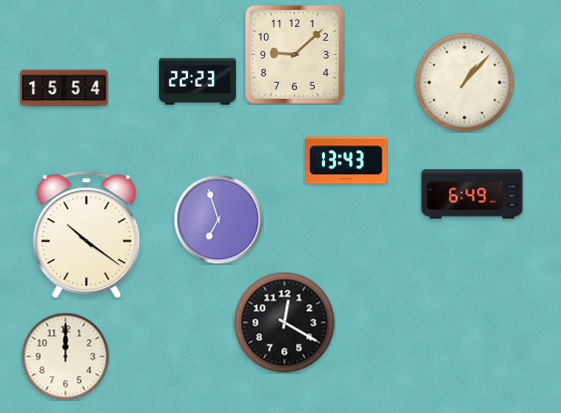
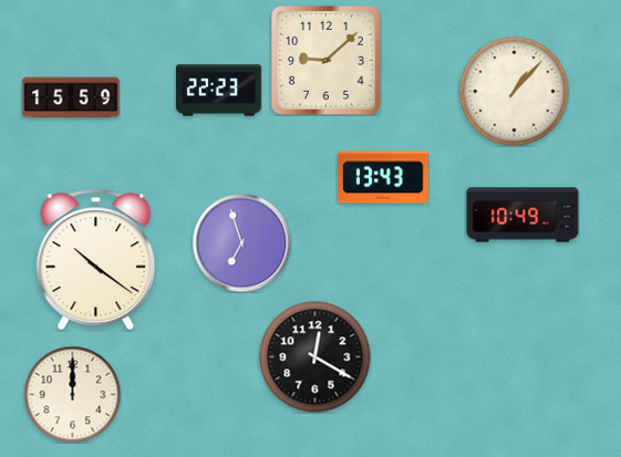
clock at (64, 88): 15:54 -> 15:59
clock at (472, 194): 6:49 -> 10:49
